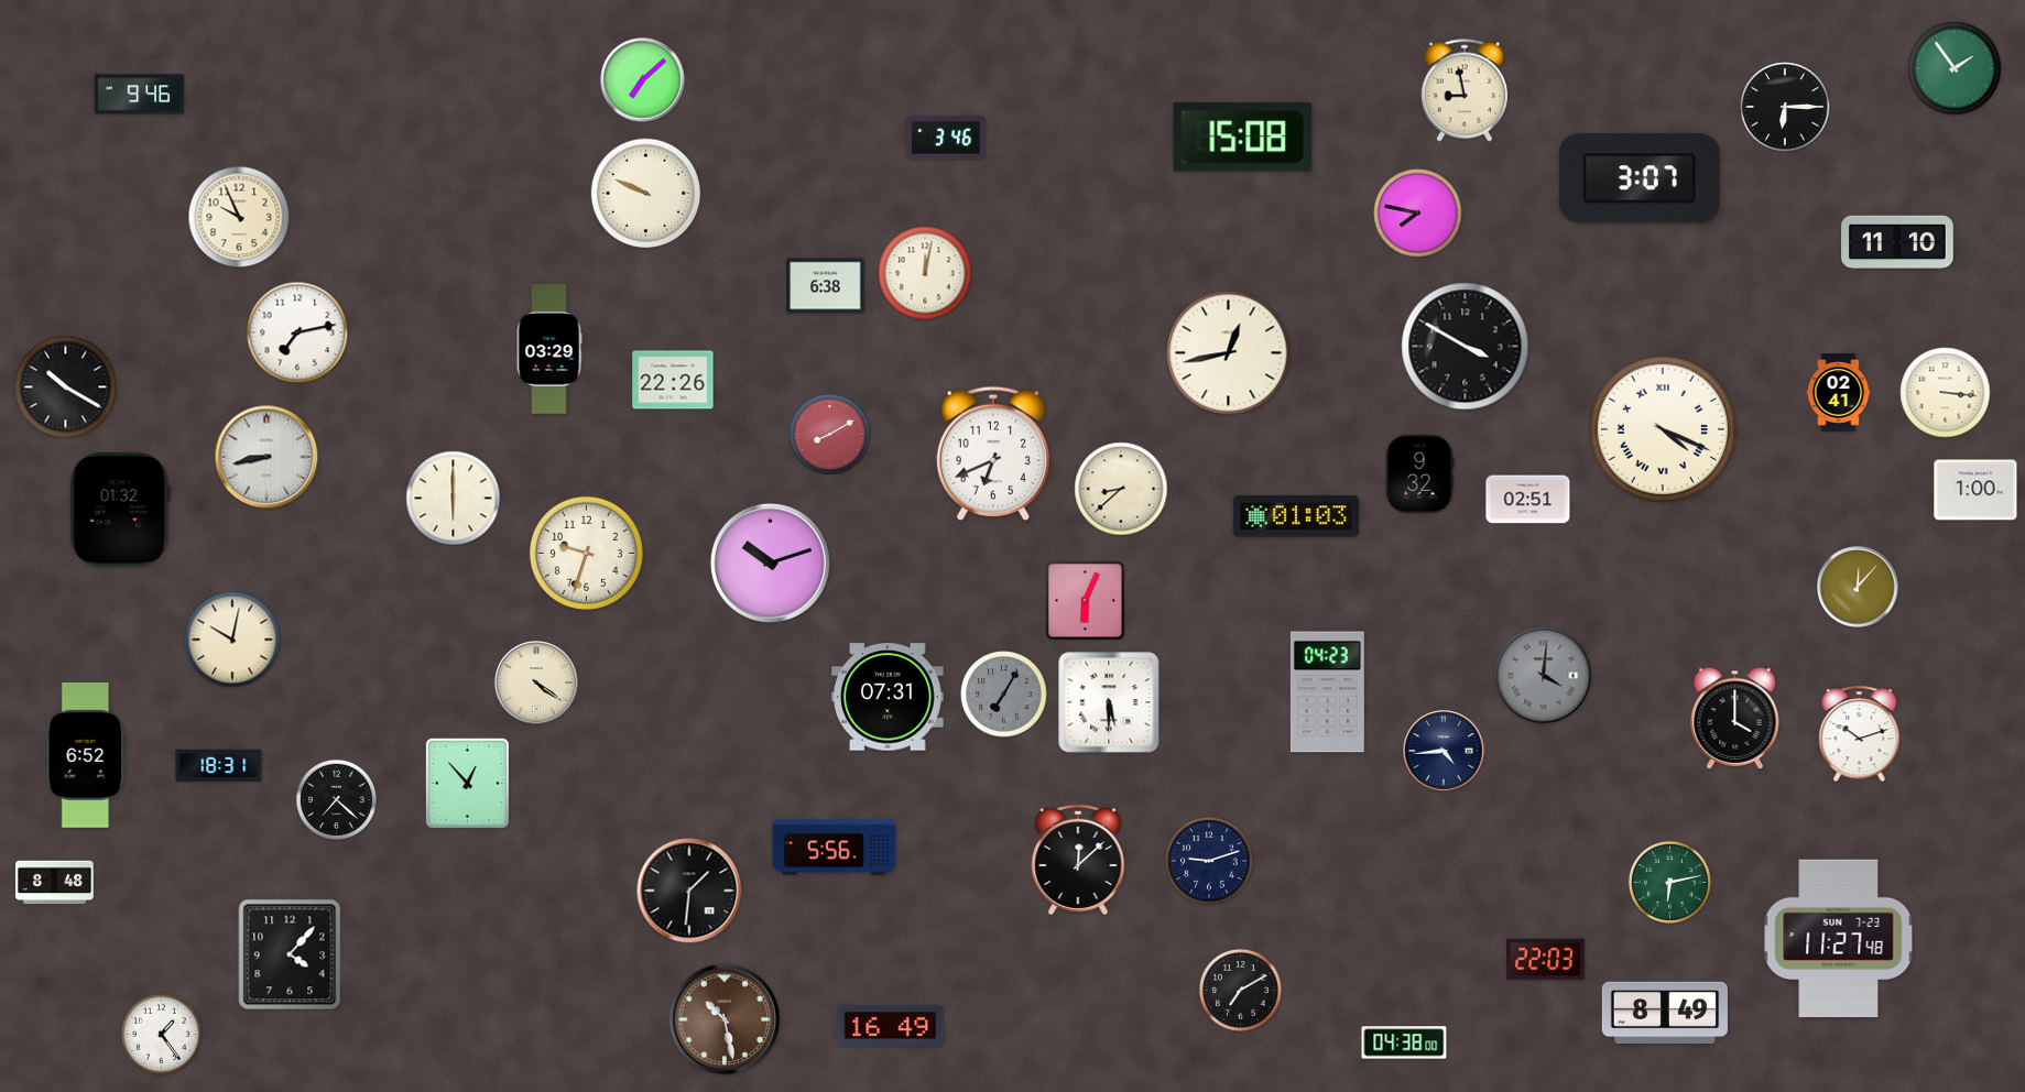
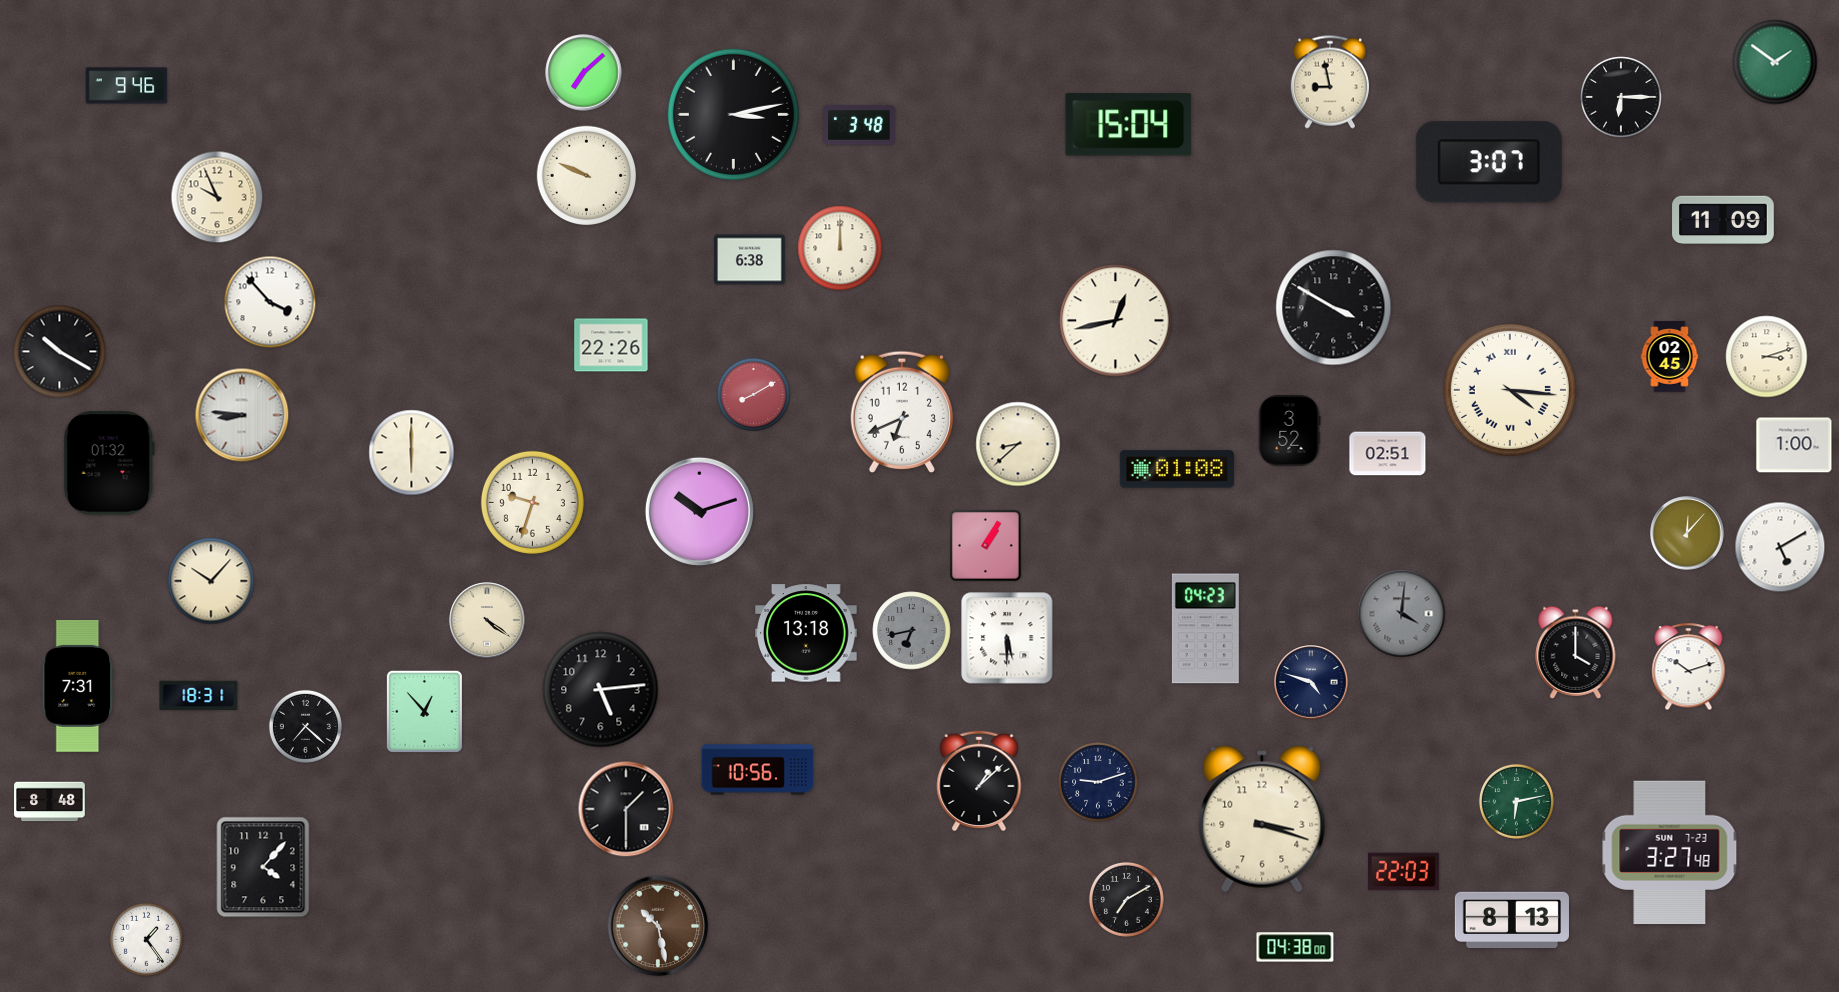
clock at (1955, 68): 1:54 -> 1:51
clock at (733, 114): none -> 3:13
clock at (946, 138): 3:46 -> 3:48
clock at (1243, 138): 15:08 -> 15:04
clock at (1418, 214): 7:47 -> none
clock at (1897, 242): 11:10 -> 11:09
clock at (925, 273): 12:02 -> 12:00
clock at (297, 332): 7:13 -> 3:53
clock at (1466, 347) position: (1466, 347) -> (1334, 308)
clock at (549, 349): 03:29 -> none
clock at (1839, 393): 02:41 -> 02:45
clock at (1946, 393): 3:16 -> 3:12
clock at (1663, 429): 4:19 -> 4:16
clock at (266, 457): 8:43 -> 8:46
clock at (1419, 474): 9:32 -> 3:52
clock at (1296, 516): 01:03 -> 01:08
clock at (1085, 600): 6:04 -> 1:05
clock at (1780, 547): none -> 5:10
clock at (232, 640): 10:02 -> 10:07
clock at (1004, 695): 7:05 -> 6:43
clock at (889, 697): 07:31 -> 13:18
clock at (1444, 751): 4:44 -> 4:48
clock at (86, 755): 6:52 -> 7:31
clock at (601, 690): none -> 5:14
clock at (835, 848): 5:56 -> 10:56
clock at (1078, 860): 12:08 -> 1:08
clock at (689, 891): 1:31 -> 1:30
clock at (1262, 819): none -> 3:18
clock at (1839, 939): 11:27 -> 3:27
clock at (1665, 1013): 8:49 -> 8:13
clock at (891, 1025): 16:49 -> none
clock at (1404, 1042) position: (1404, 1042) -> (1295, 947)
